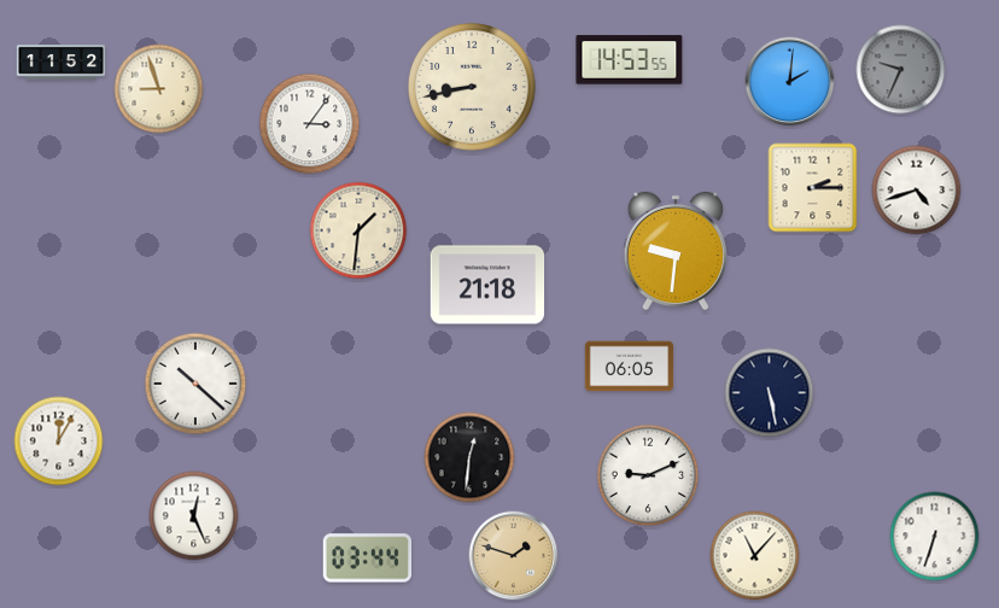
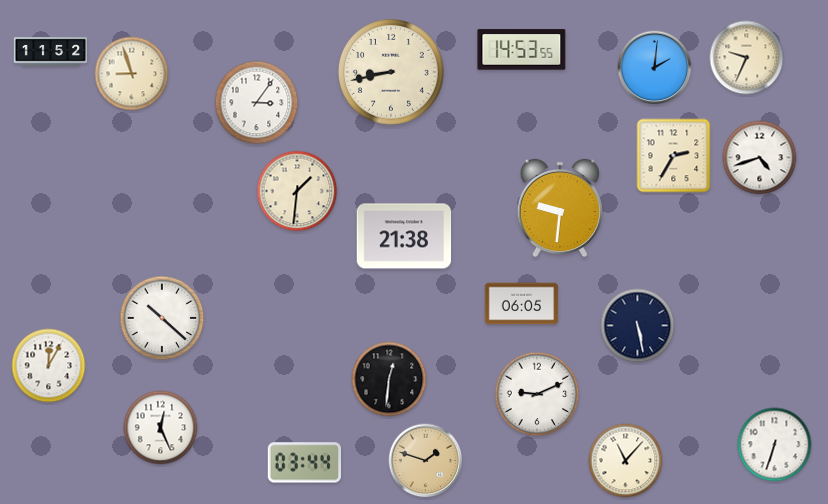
clock at (901, 70) dial: grey -> cream
clock at (813, 188): 2:15 -> 2:35
clock at (487, 285): 21:18 -> 21:38
